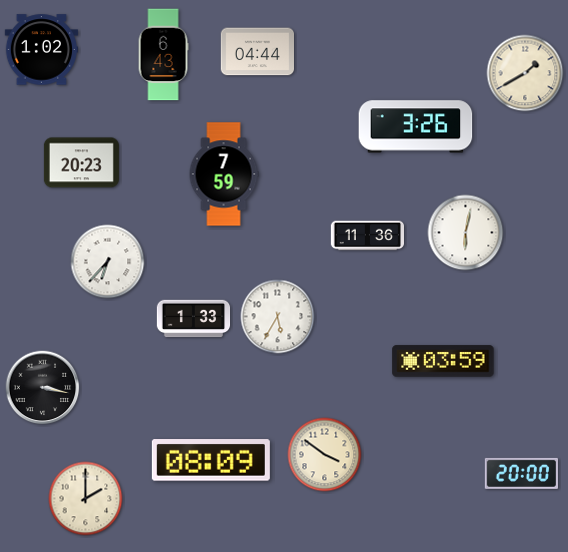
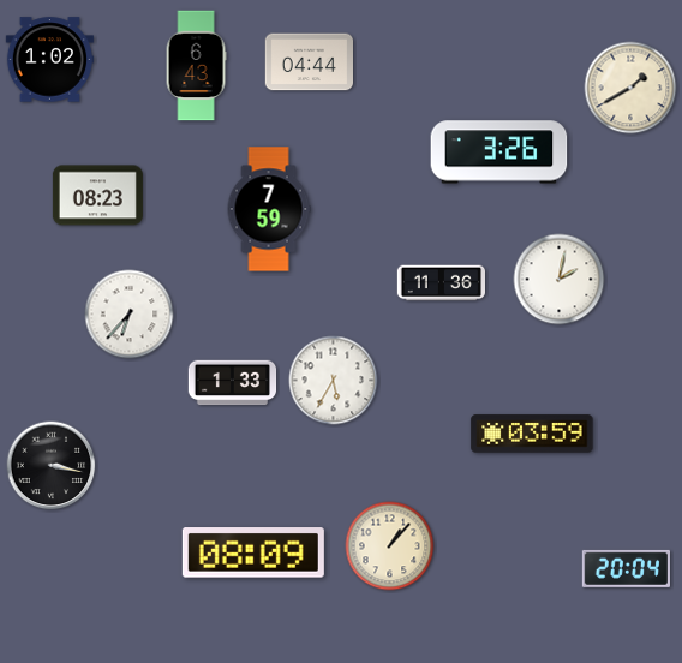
clock at (81, 163): 20:23 -> 08:23
clock at (466, 233): 6:02 -> 2:02
clock at (325, 455): 3:51 -> 1:07
clock at (521, 473): 20:00 -> 20:04
clock at (86, 499): 2:00 -> none
